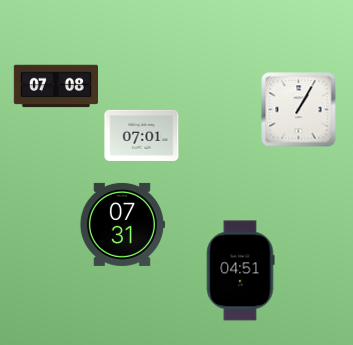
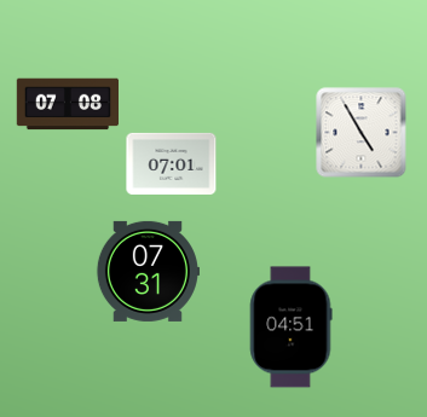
clock at (299, 110): 1:05 -> 4:55
